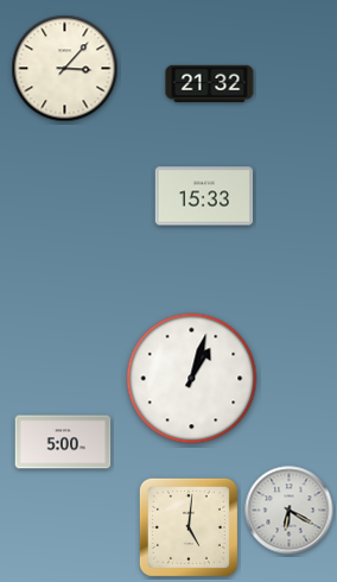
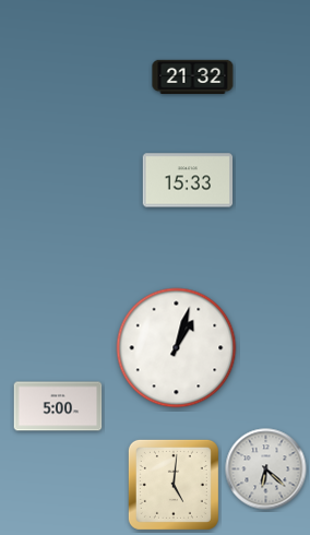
clock at (65, 69): 3:07 -> none
clock at (290, 511): 6:20 -> 6:22
